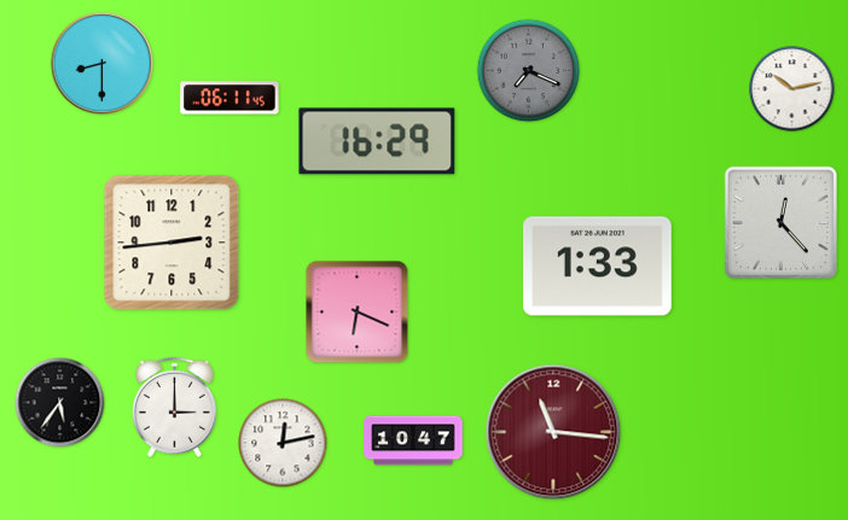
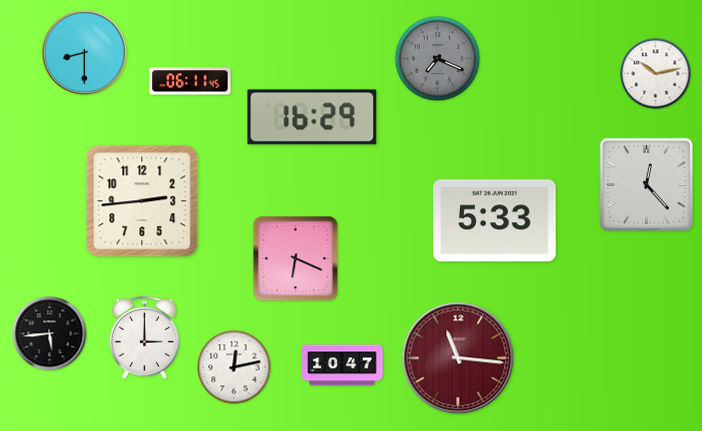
clock at (598, 267): 1:33 -> 5:33
clock at (60, 403): 5:36 -> 5:44
